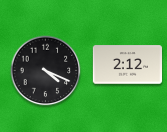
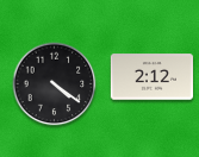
clock at (46, 71): 4:19 -> 4:21
